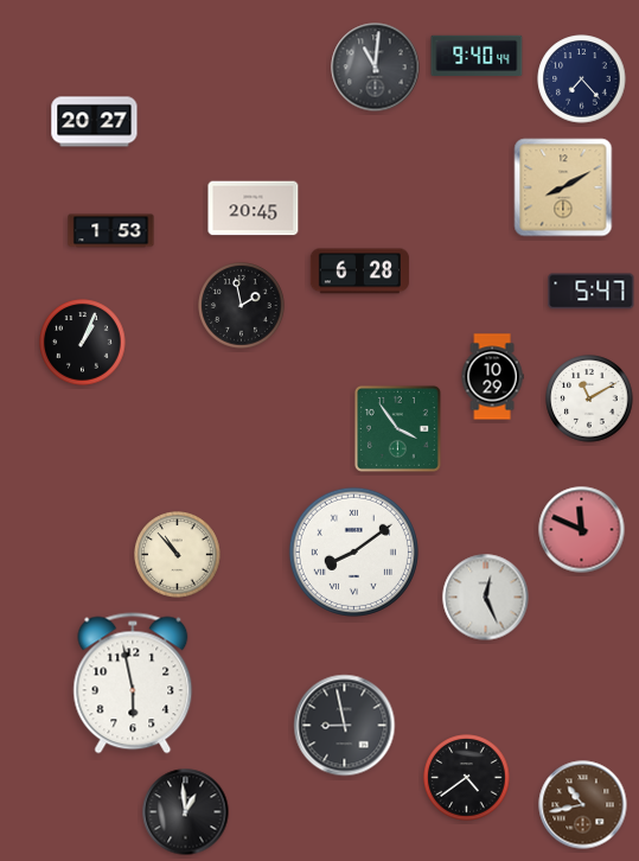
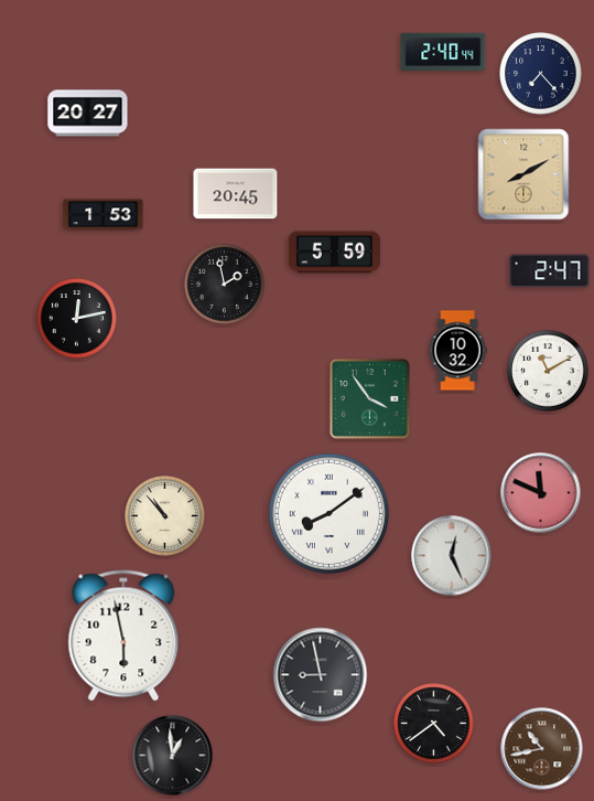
clock at (477, 56): 9:40 -> 2:40
clock at (376, 68): 11:01 -> none
clock at (359, 272): 6:28 -> 5:59
clock at (592, 292): 5:47 -> 2:47
clock at (83, 343): 1:04 -> 12:13
clock at (492, 377): 10:29 -> 10:32
